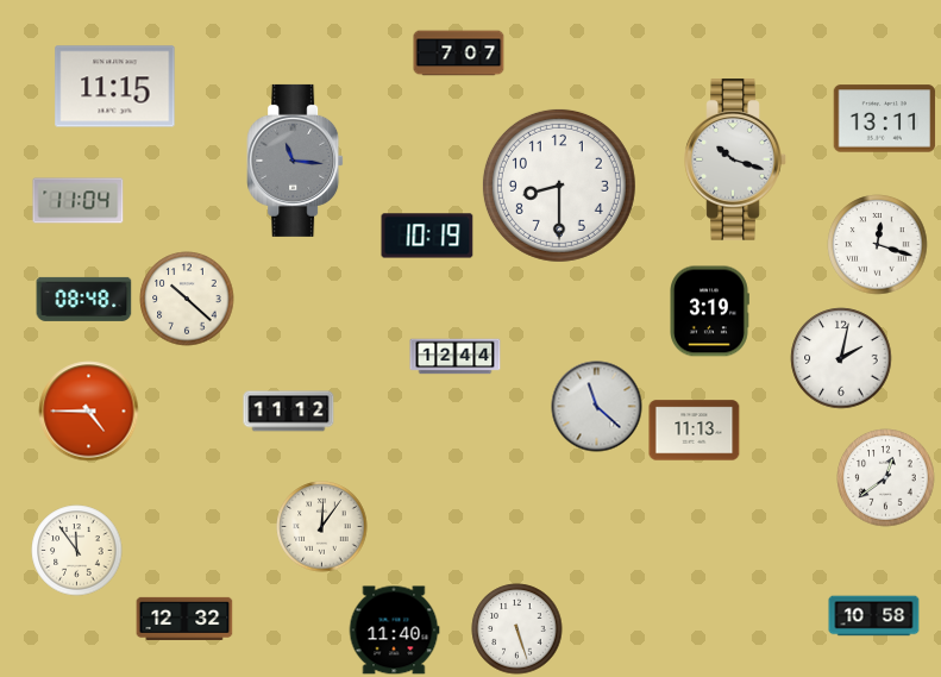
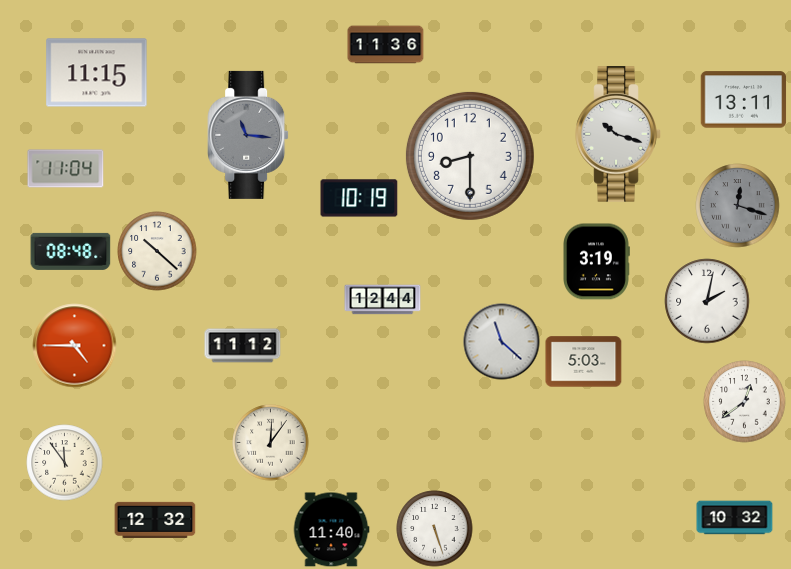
clock at (459, 54): 7:07 -> 11:36
clock at (878, 245) dial: white -> grey
clock at (695, 431): 11:13 -> 5:03
clock at (874, 616): 10:58 -> 10:32
